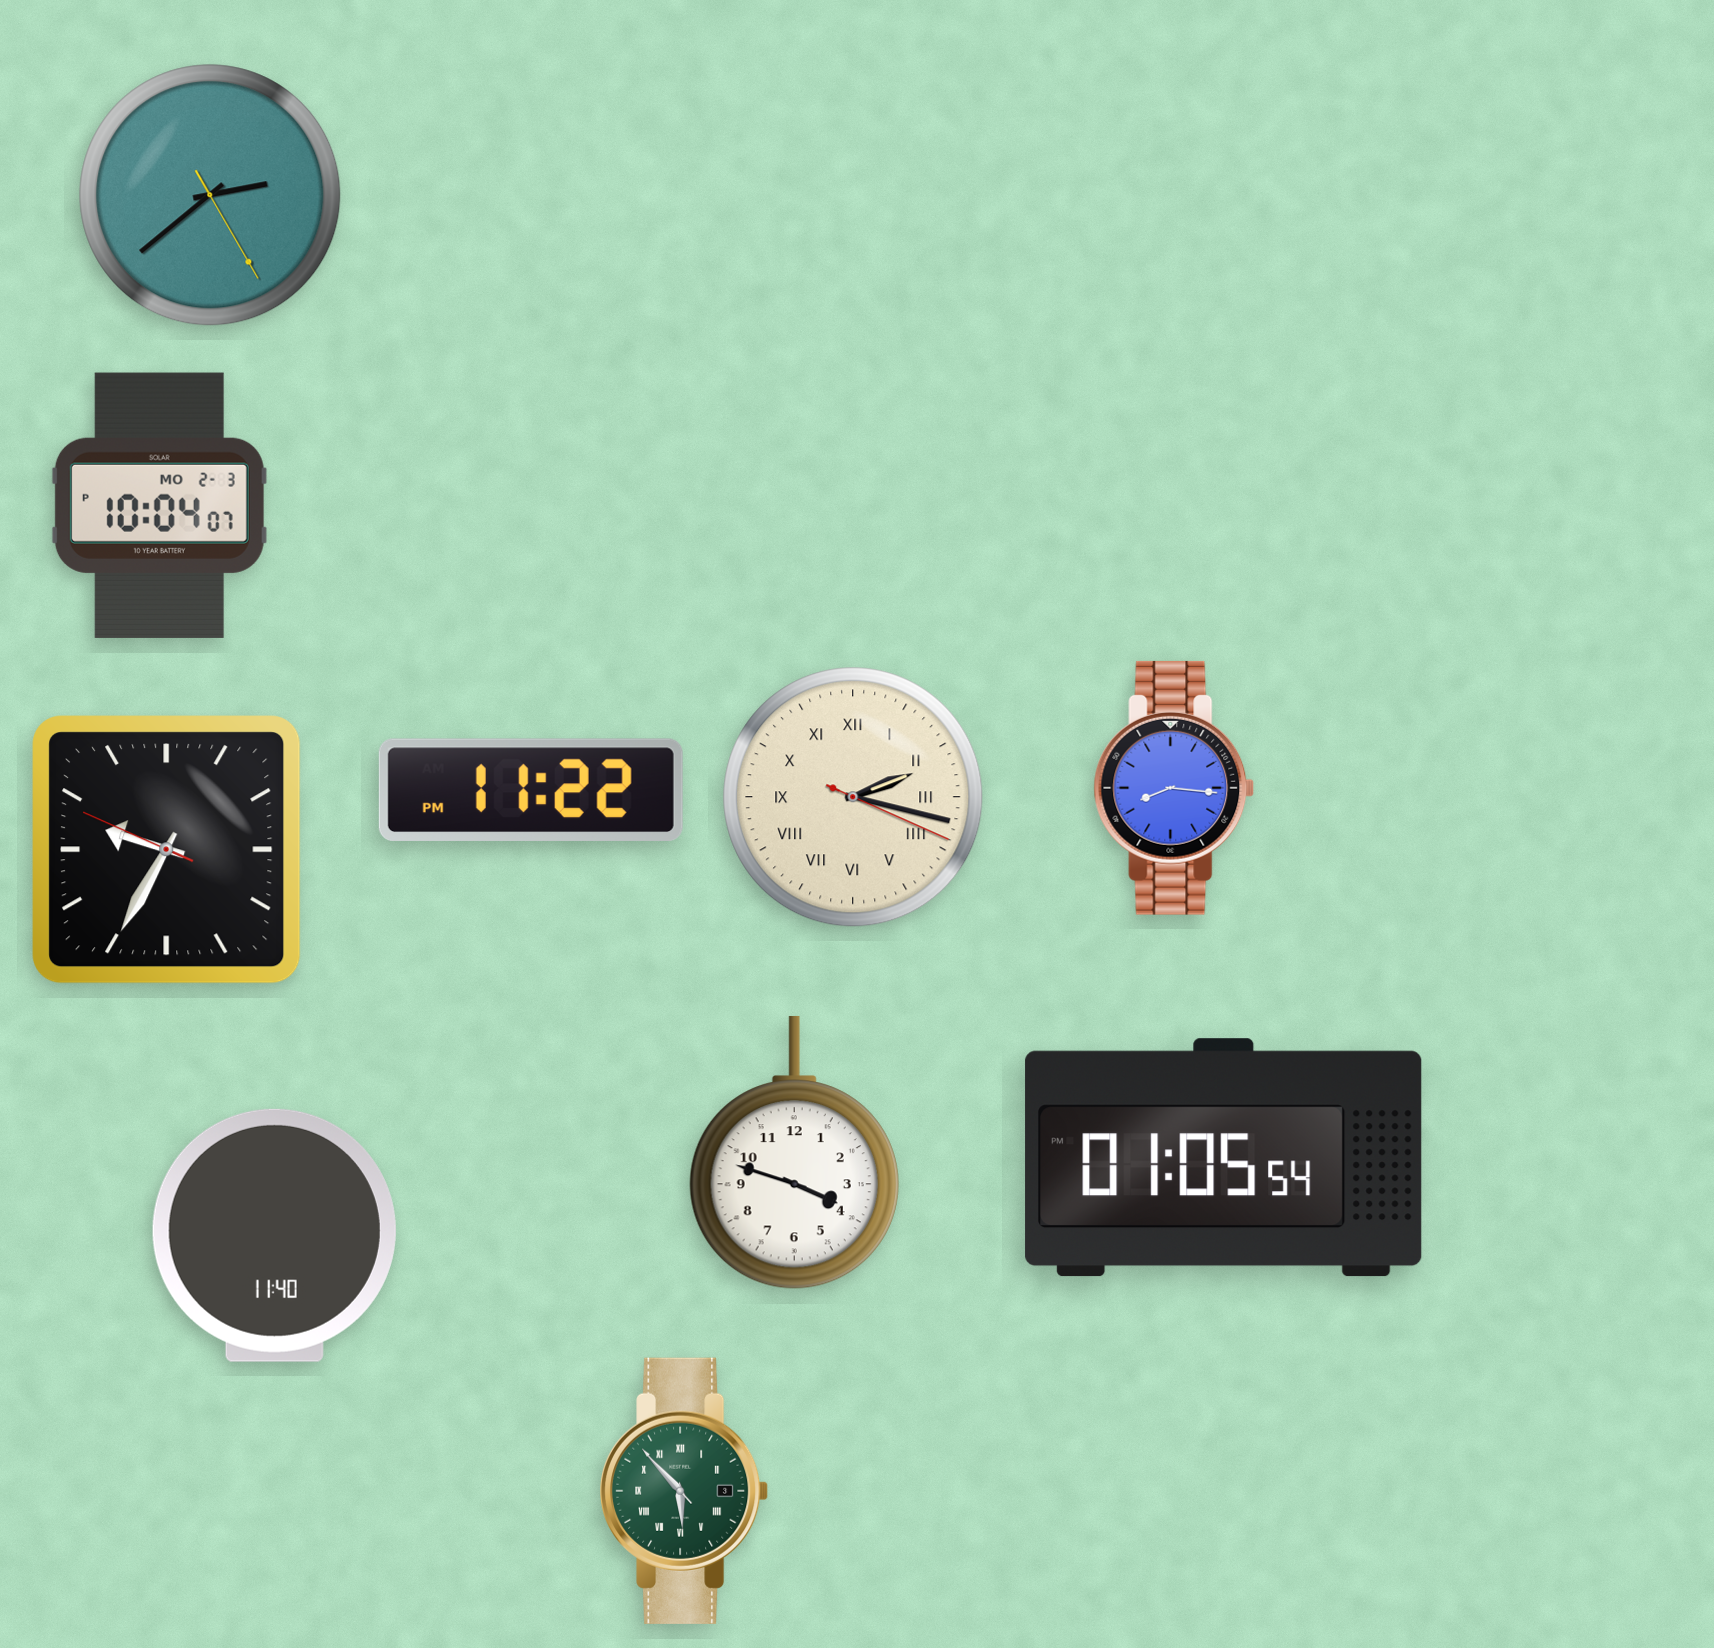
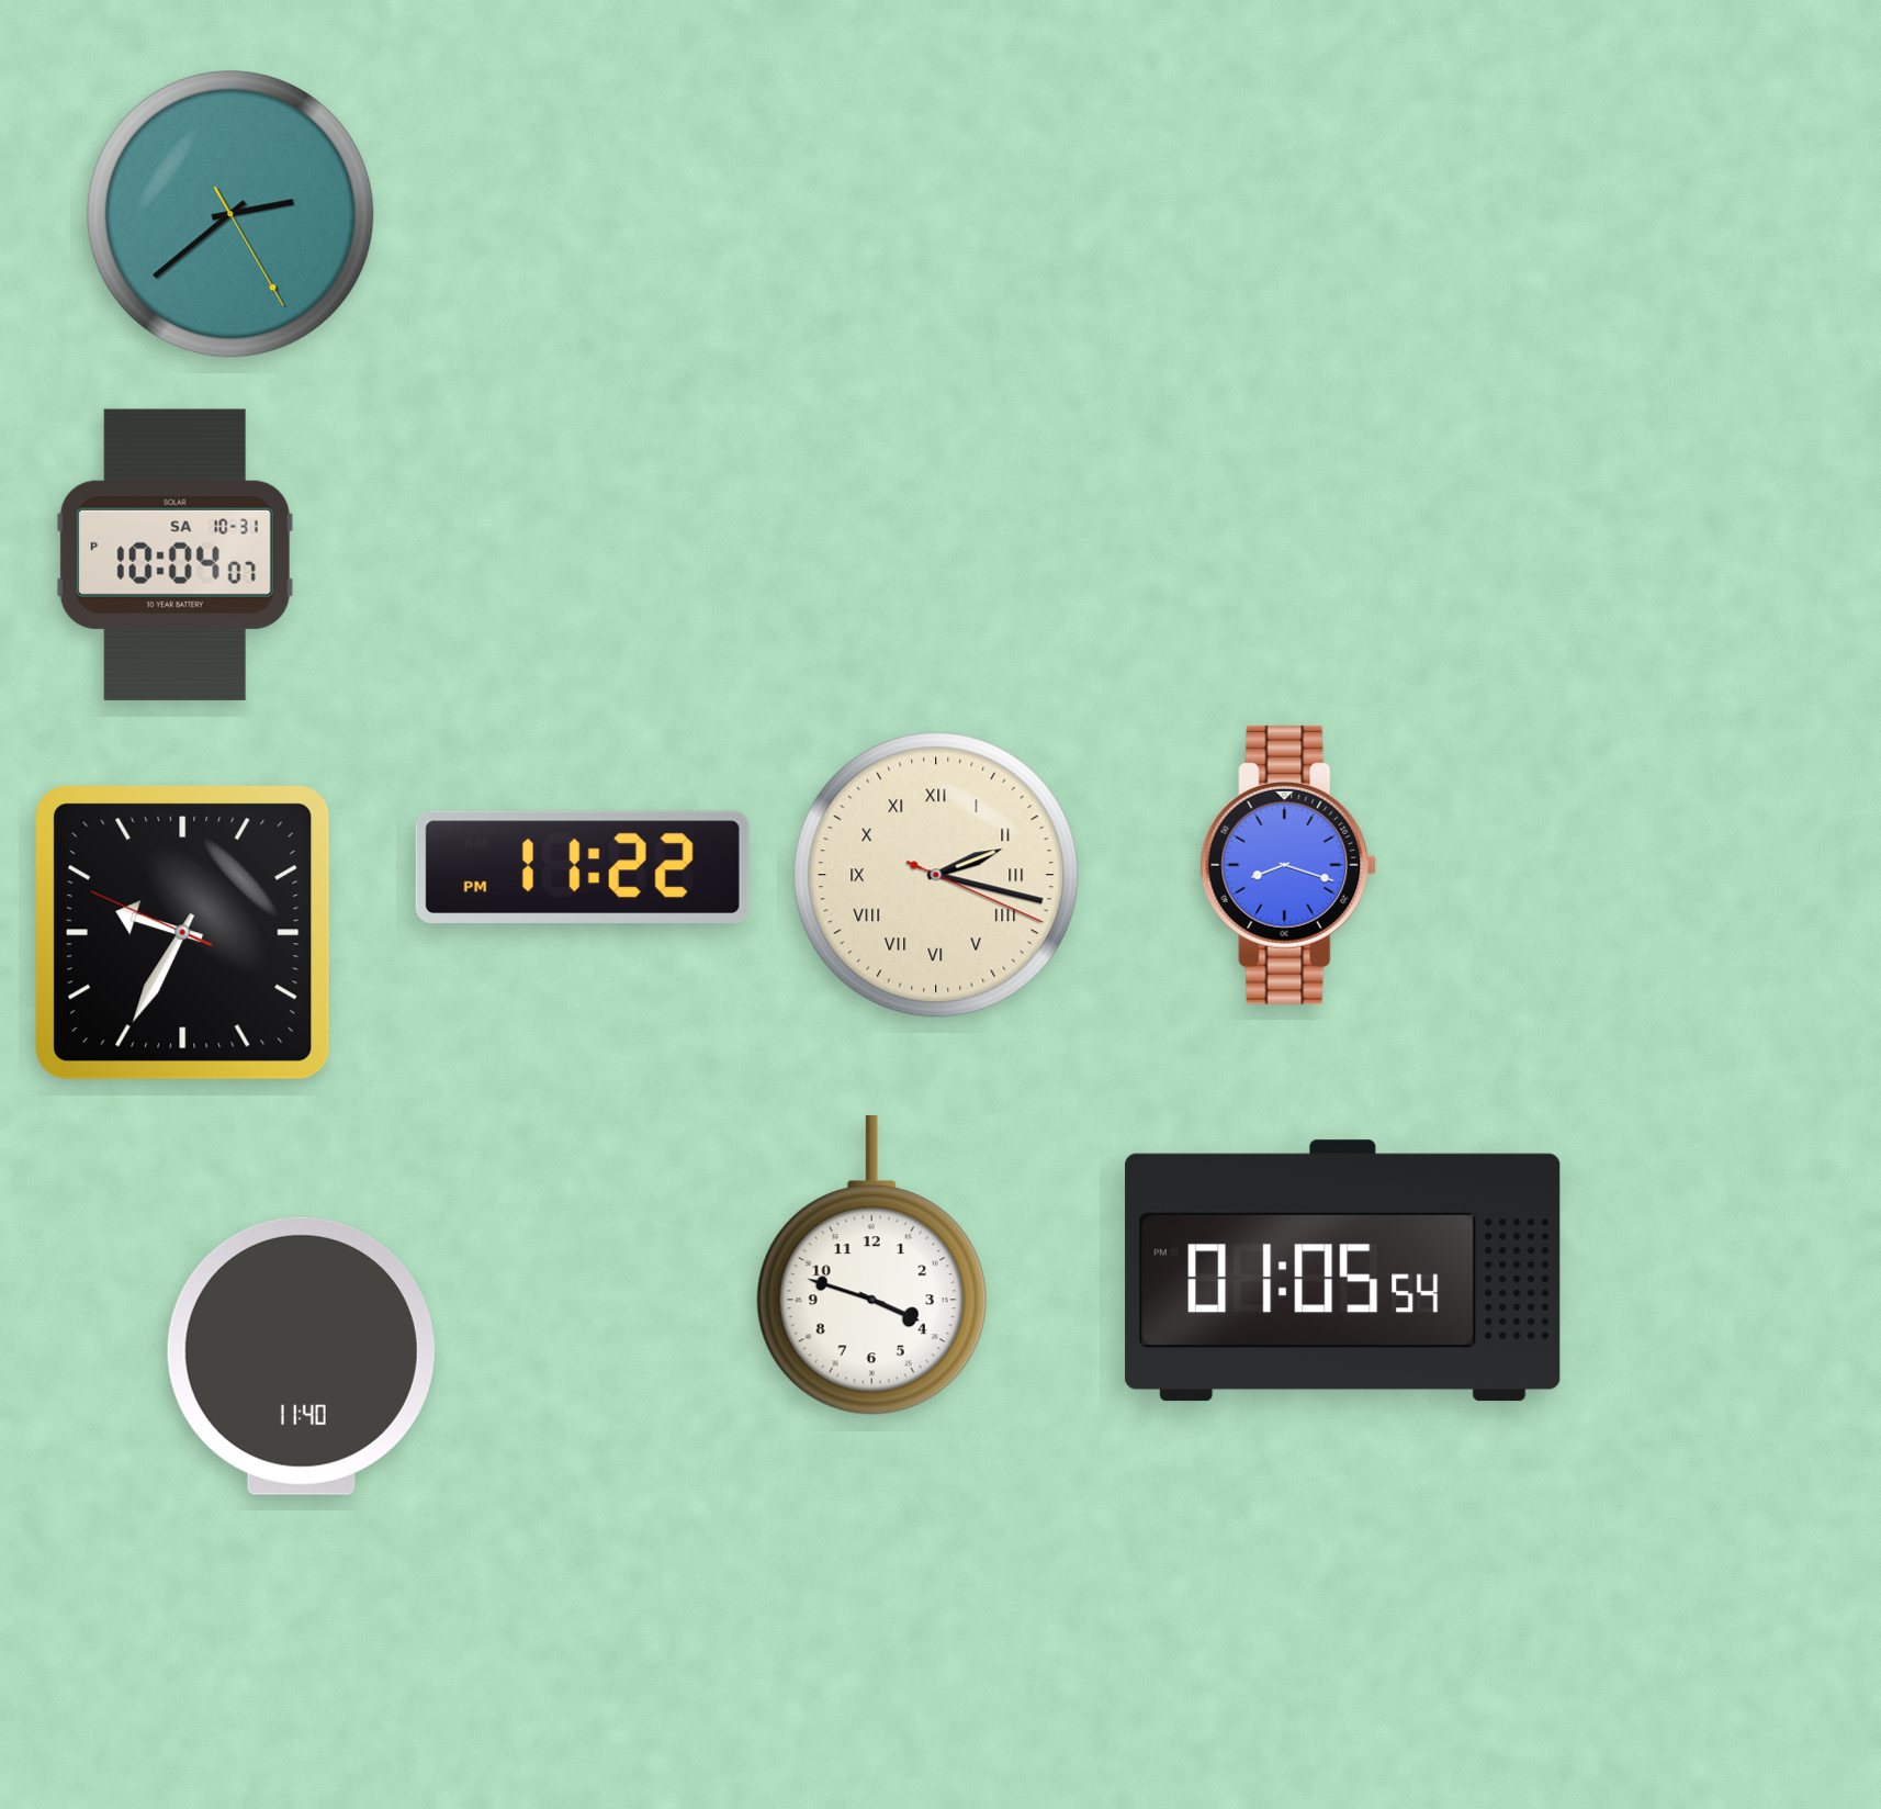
clock at (159, 505) date: MO 2-3 -> SA 10-31
clock at (1174, 788): 8:16 -> 8:18
clock at (684, 1491): 5:52 -> none
